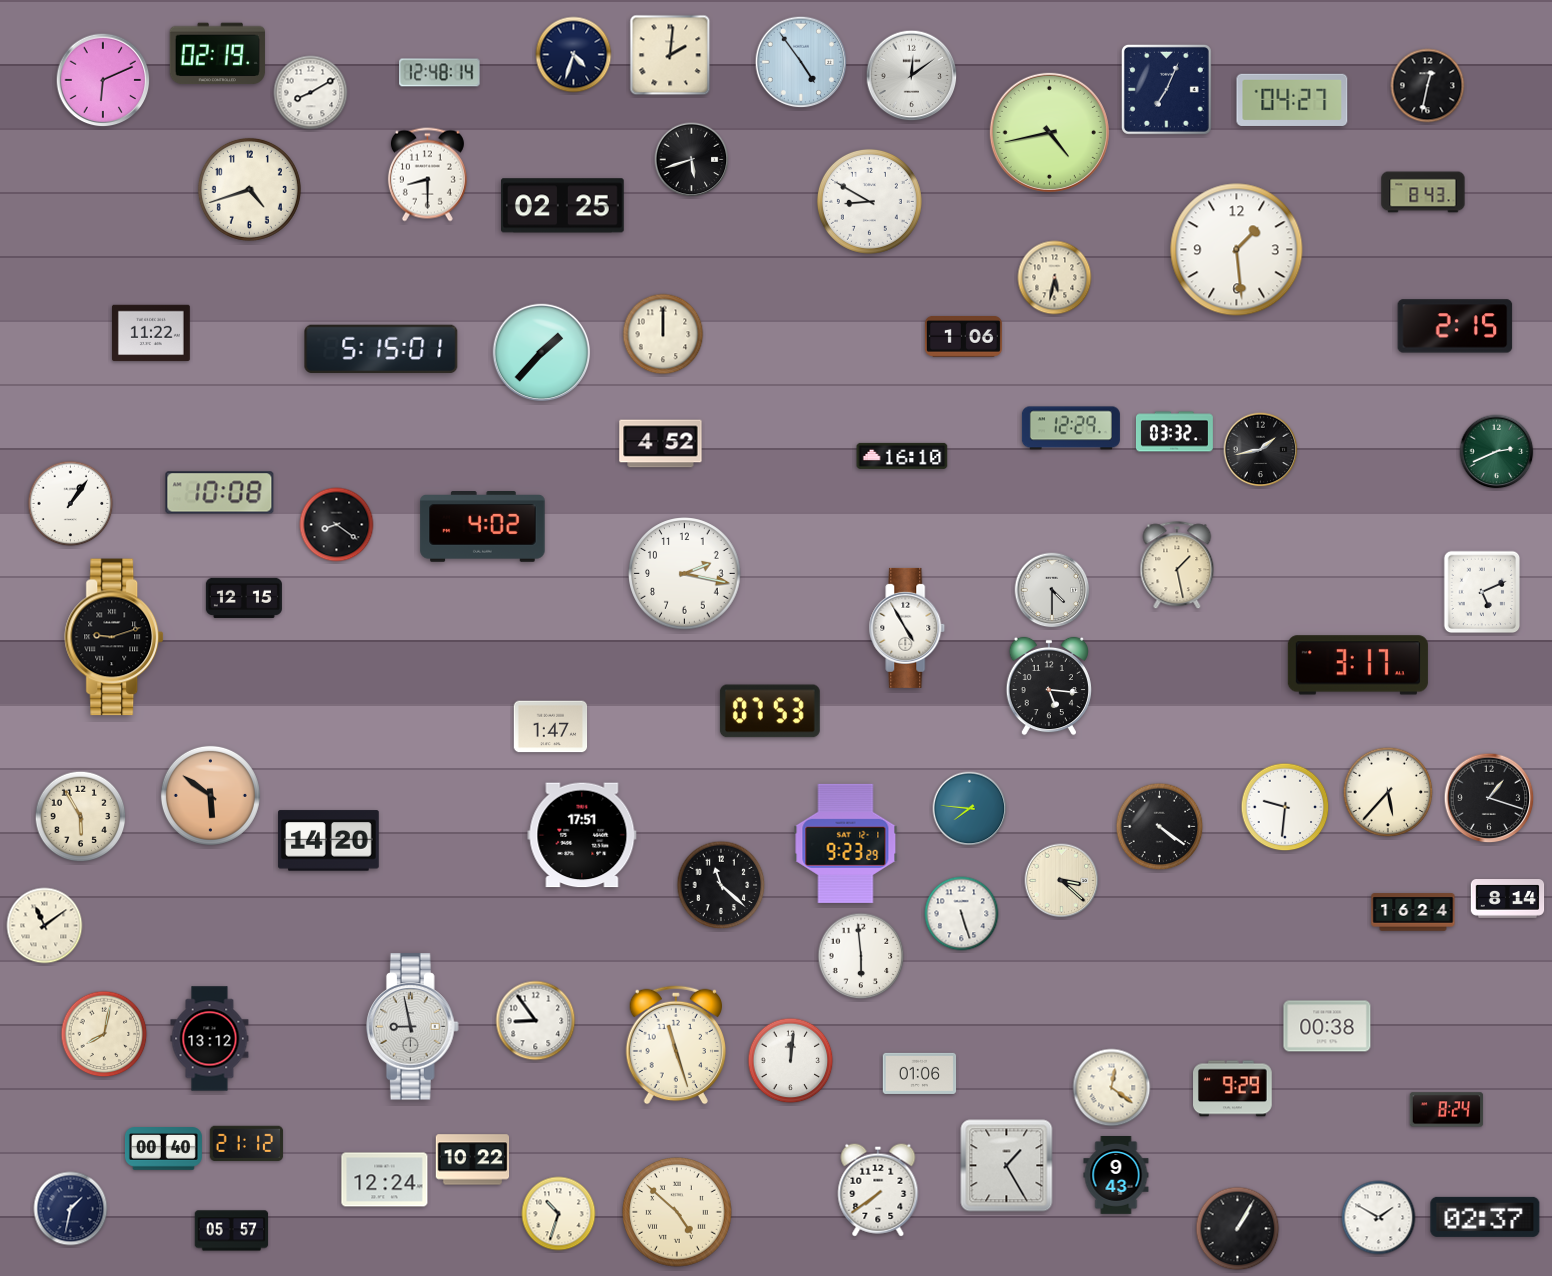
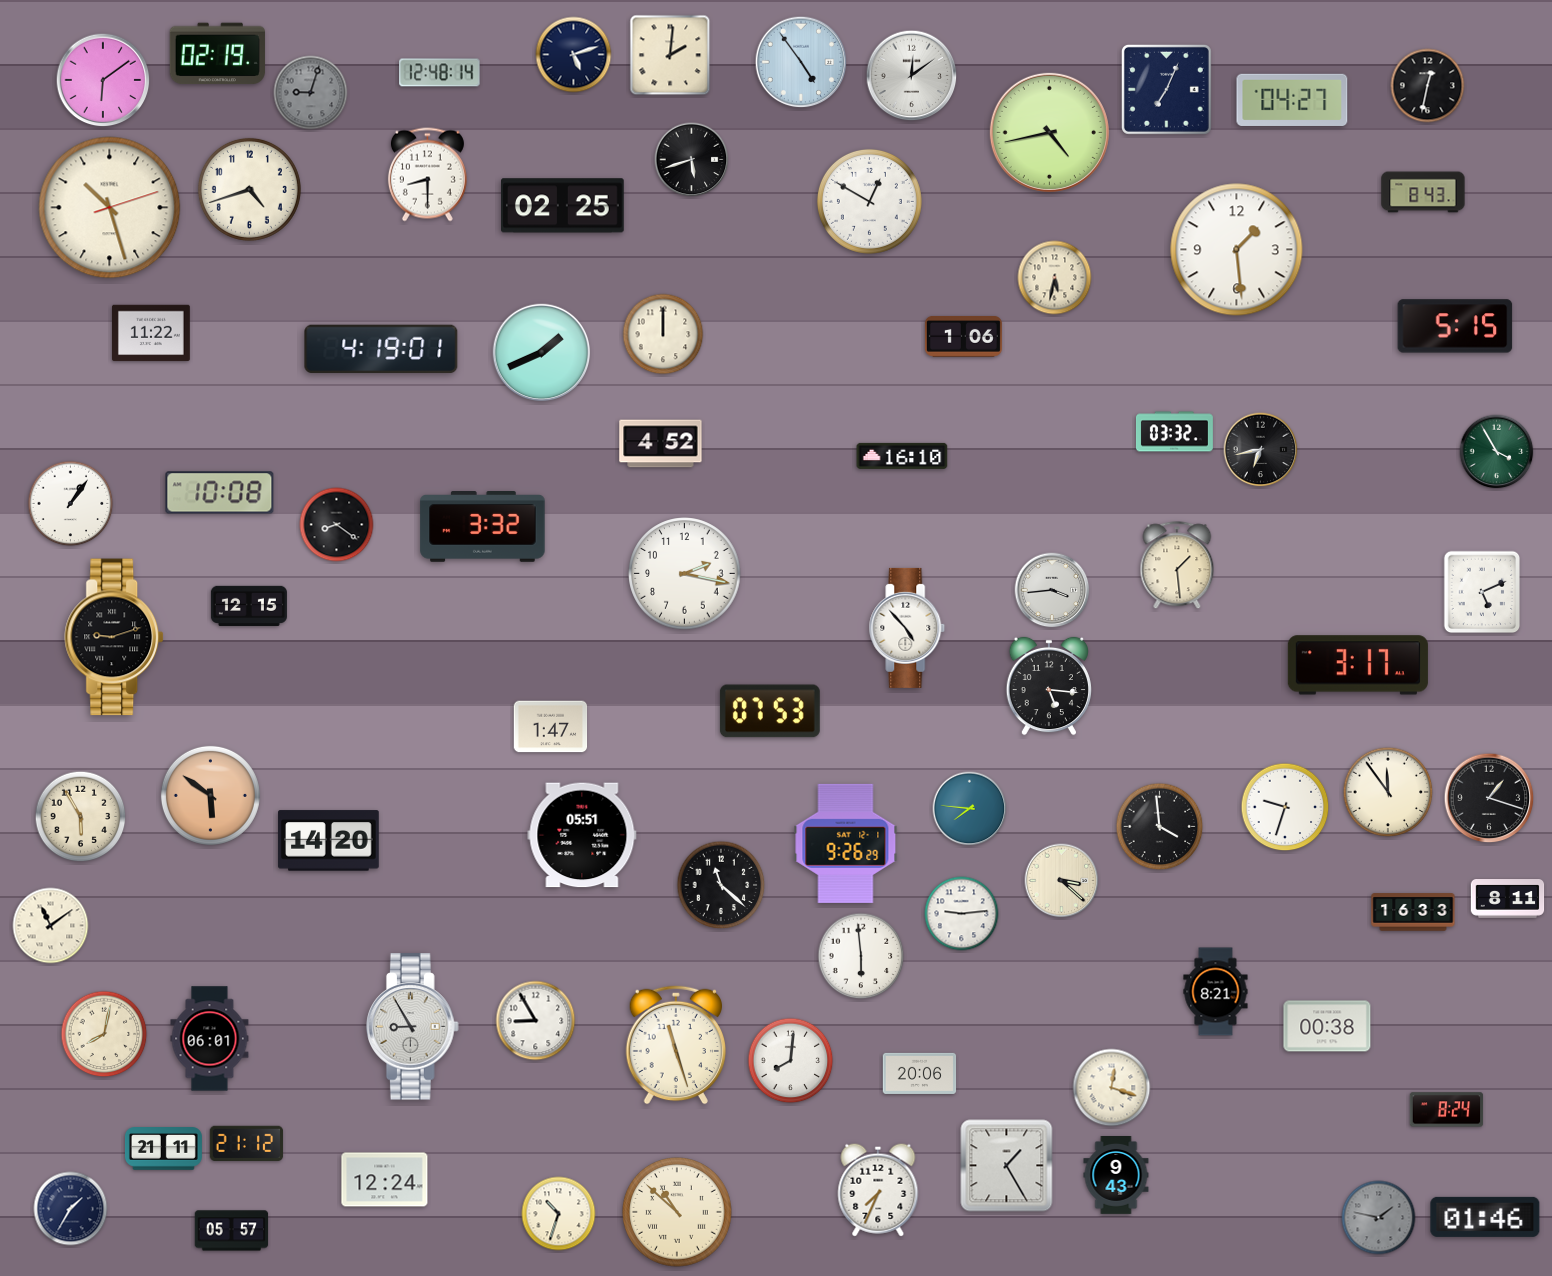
clock at (574, 55): 4:33 -> 5:12
clock at (103, 80): 6:11 -> 6:09
clock at (311, 93): 8:10 -> 9:03
clock at (311, 93) dial: white -> grey
clock at (869, 201): 8:50 -> 12:50
clock at (110, 208): none -> 10:27
clock at (1455, 326): 2:15 -> 5:15
clock at (381, 349): 5:15 -> 4:19
clock at (542, 353): 1:37 -> 1:41
clock at (1071, 428): 12:29 -> none
clock at (1261, 450): 1:43 -> 6:43
clock at (1497, 452): 2:41 -> 3:55
clock at (483, 527): 4:02 -> 3:32
clock at (1177, 566): 1:28 -> 1:29
clock at (1052, 590): 4:30 -> 3:44
clock at (244, 598) position: (244, 598) -> (249, 606)
clock at (907, 628): 4:55 -> 4:53
clock at (1388, 792): 5:37 -> 11:54
clock at (1285, 807): 9:31 -> 9:33
clock at (1160, 827): 4:21 -> 3:59
clock at (582, 835): 17:51 -> 05:51
clock at (846, 843): 9:23 -> 9:26
clock at (1508, 899): 8:14 -> 8:11
clock at (1413, 912): 16:24 -> 16:33
clock at (962, 914): 5:27 -> 9:14
clock at (45, 926) position: (45, 926) -> (51, 926)
clock at (1216, 992): none -> 8:21
clock at (536, 1021): 8:54 -> 8:55
clock at (413, 1027): 8:58 -> 8:55
clock at (210, 1039): 13:12 -> 06:01
clock at (791, 1061): 12:01 -> 8:01
clock at (920, 1073): 01:06 -> 20:06
clock at (1112, 1088): 12:21 -> 12:18
clock at (1233, 1089): 9:29 -> none
clock at (163, 1149): 00:40 -> 21:11
clock at (473, 1160): 10:22 -> none
clock at (878, 1190): 7:39 -> 7:34
clock at (71, 1209): 1:32 -> 1:35
clock at (678, 1213): 4:52 -> 10:52
clock at (1485, 1217): 02:37 -> 01:46
clock at (1379, 1218): 1:50 -> 1:47
clock at (1379, 1218) dial: white -> grey
clock at (1238, 1229): 1:05 -> none
